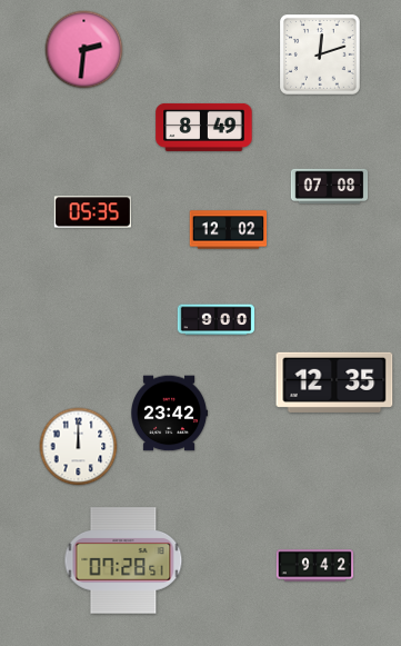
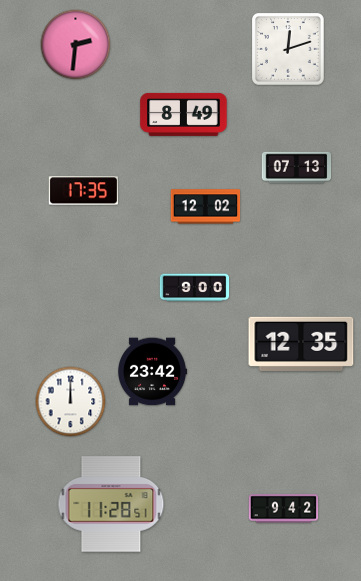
clock at (330, 187): 07:08 -> 07:13
clock at (93, 212): 05:35 -> 17:35
clock at (123, 560): 07:28 -> 11:28
